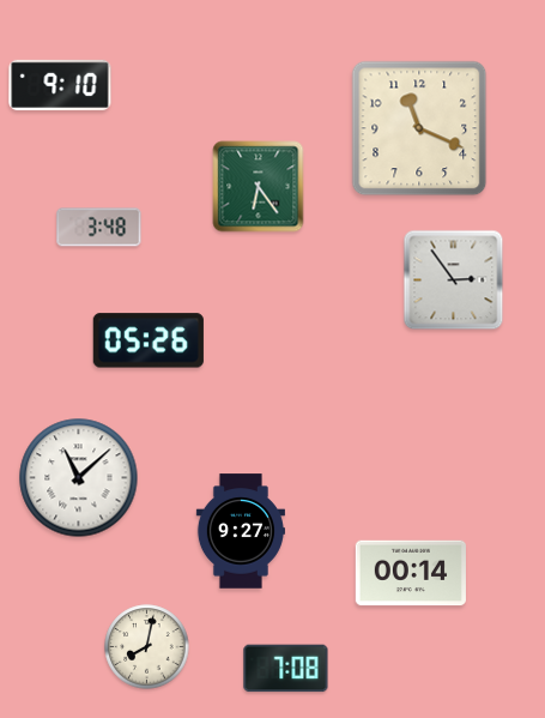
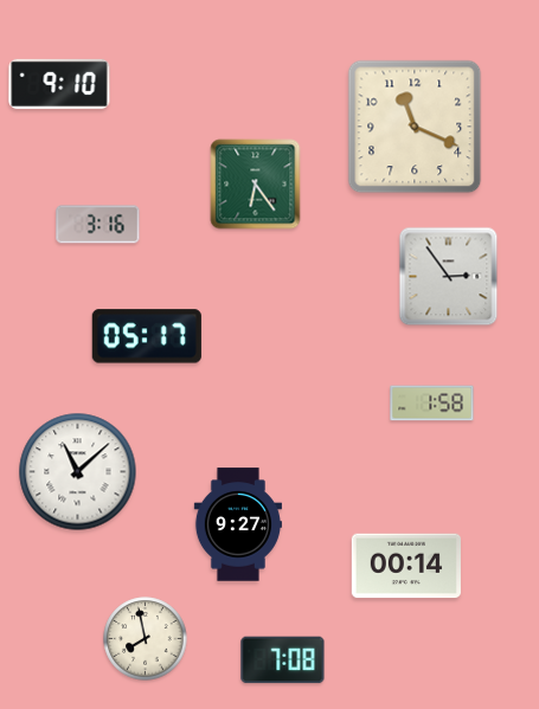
clock at (99, 228): 3:48 -> 3:16
clock at (149, 340): 05:26 -> 05:17
clock at (432, 404): none -> 1:58
clock at (147, 647): 8:02 -> 7:58
